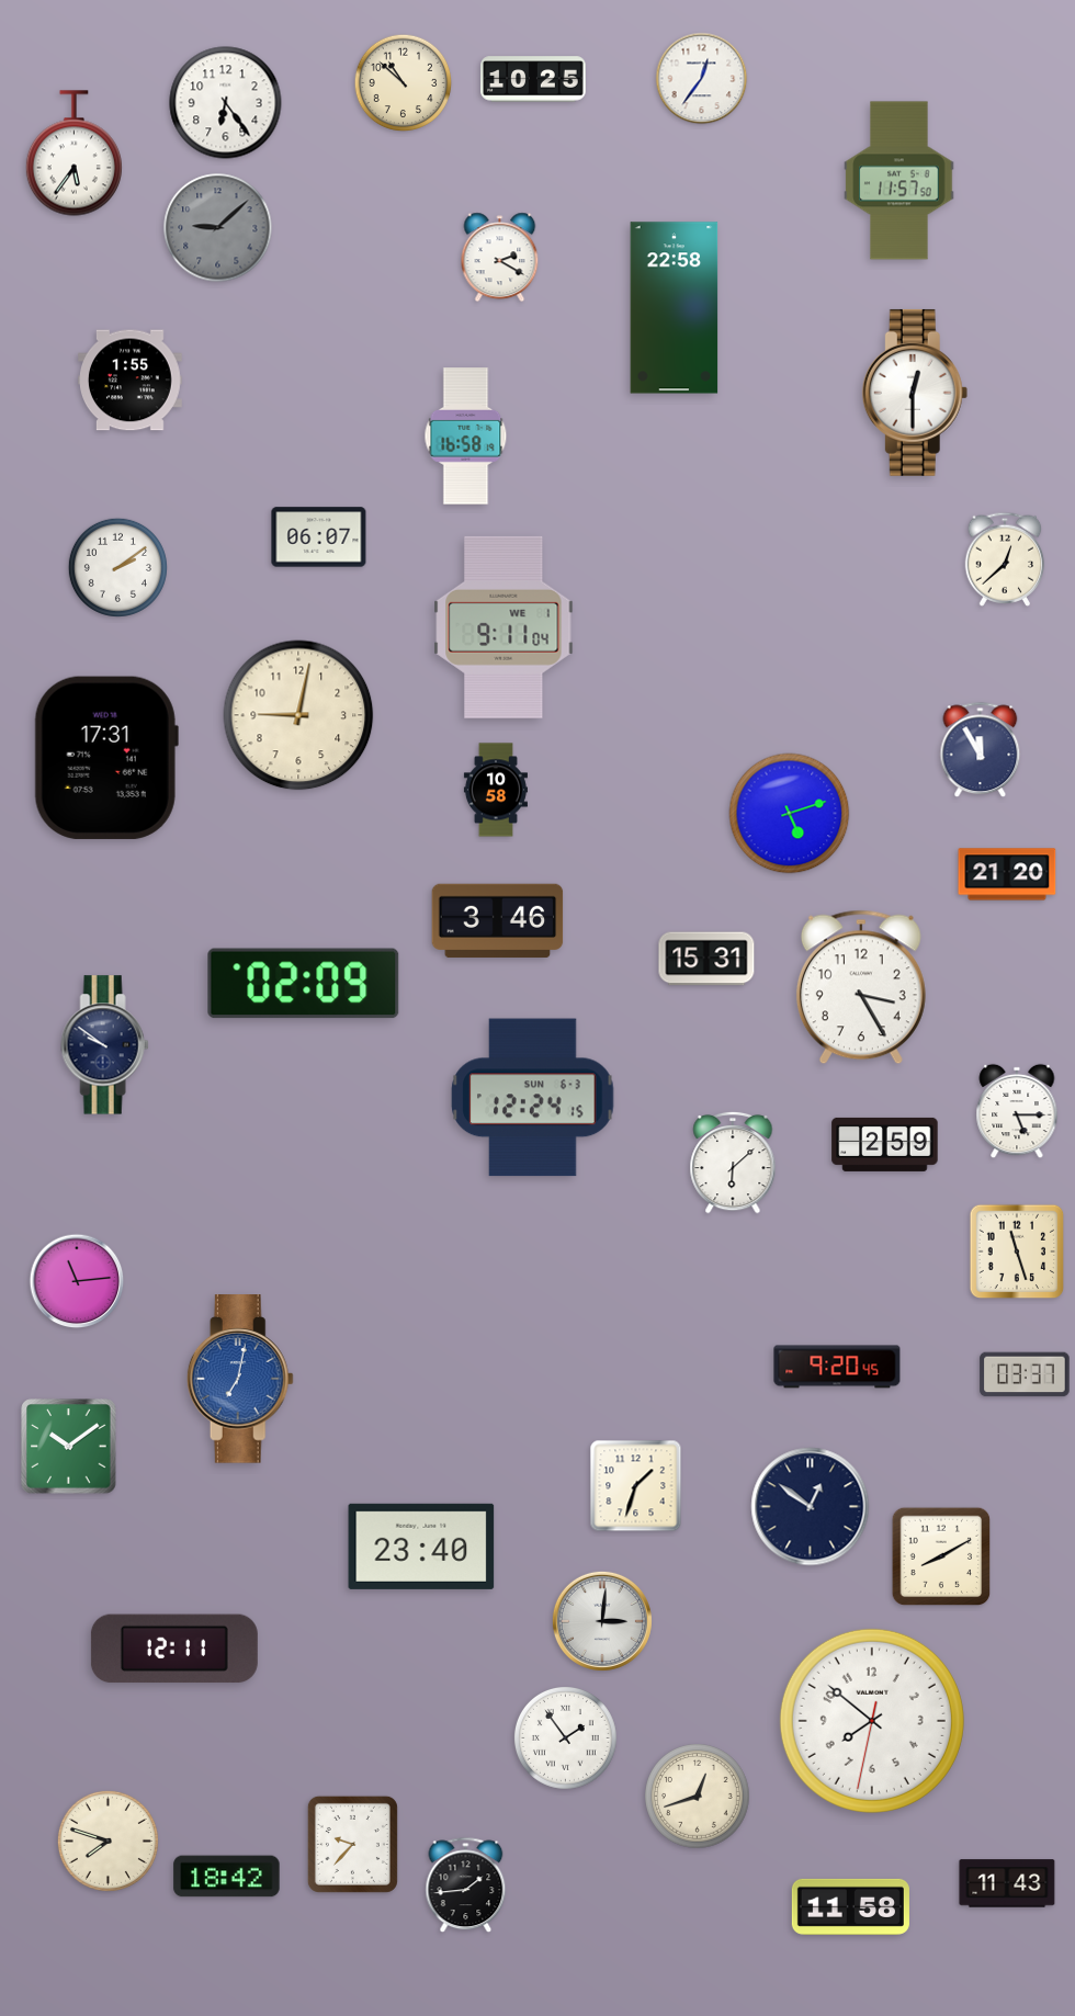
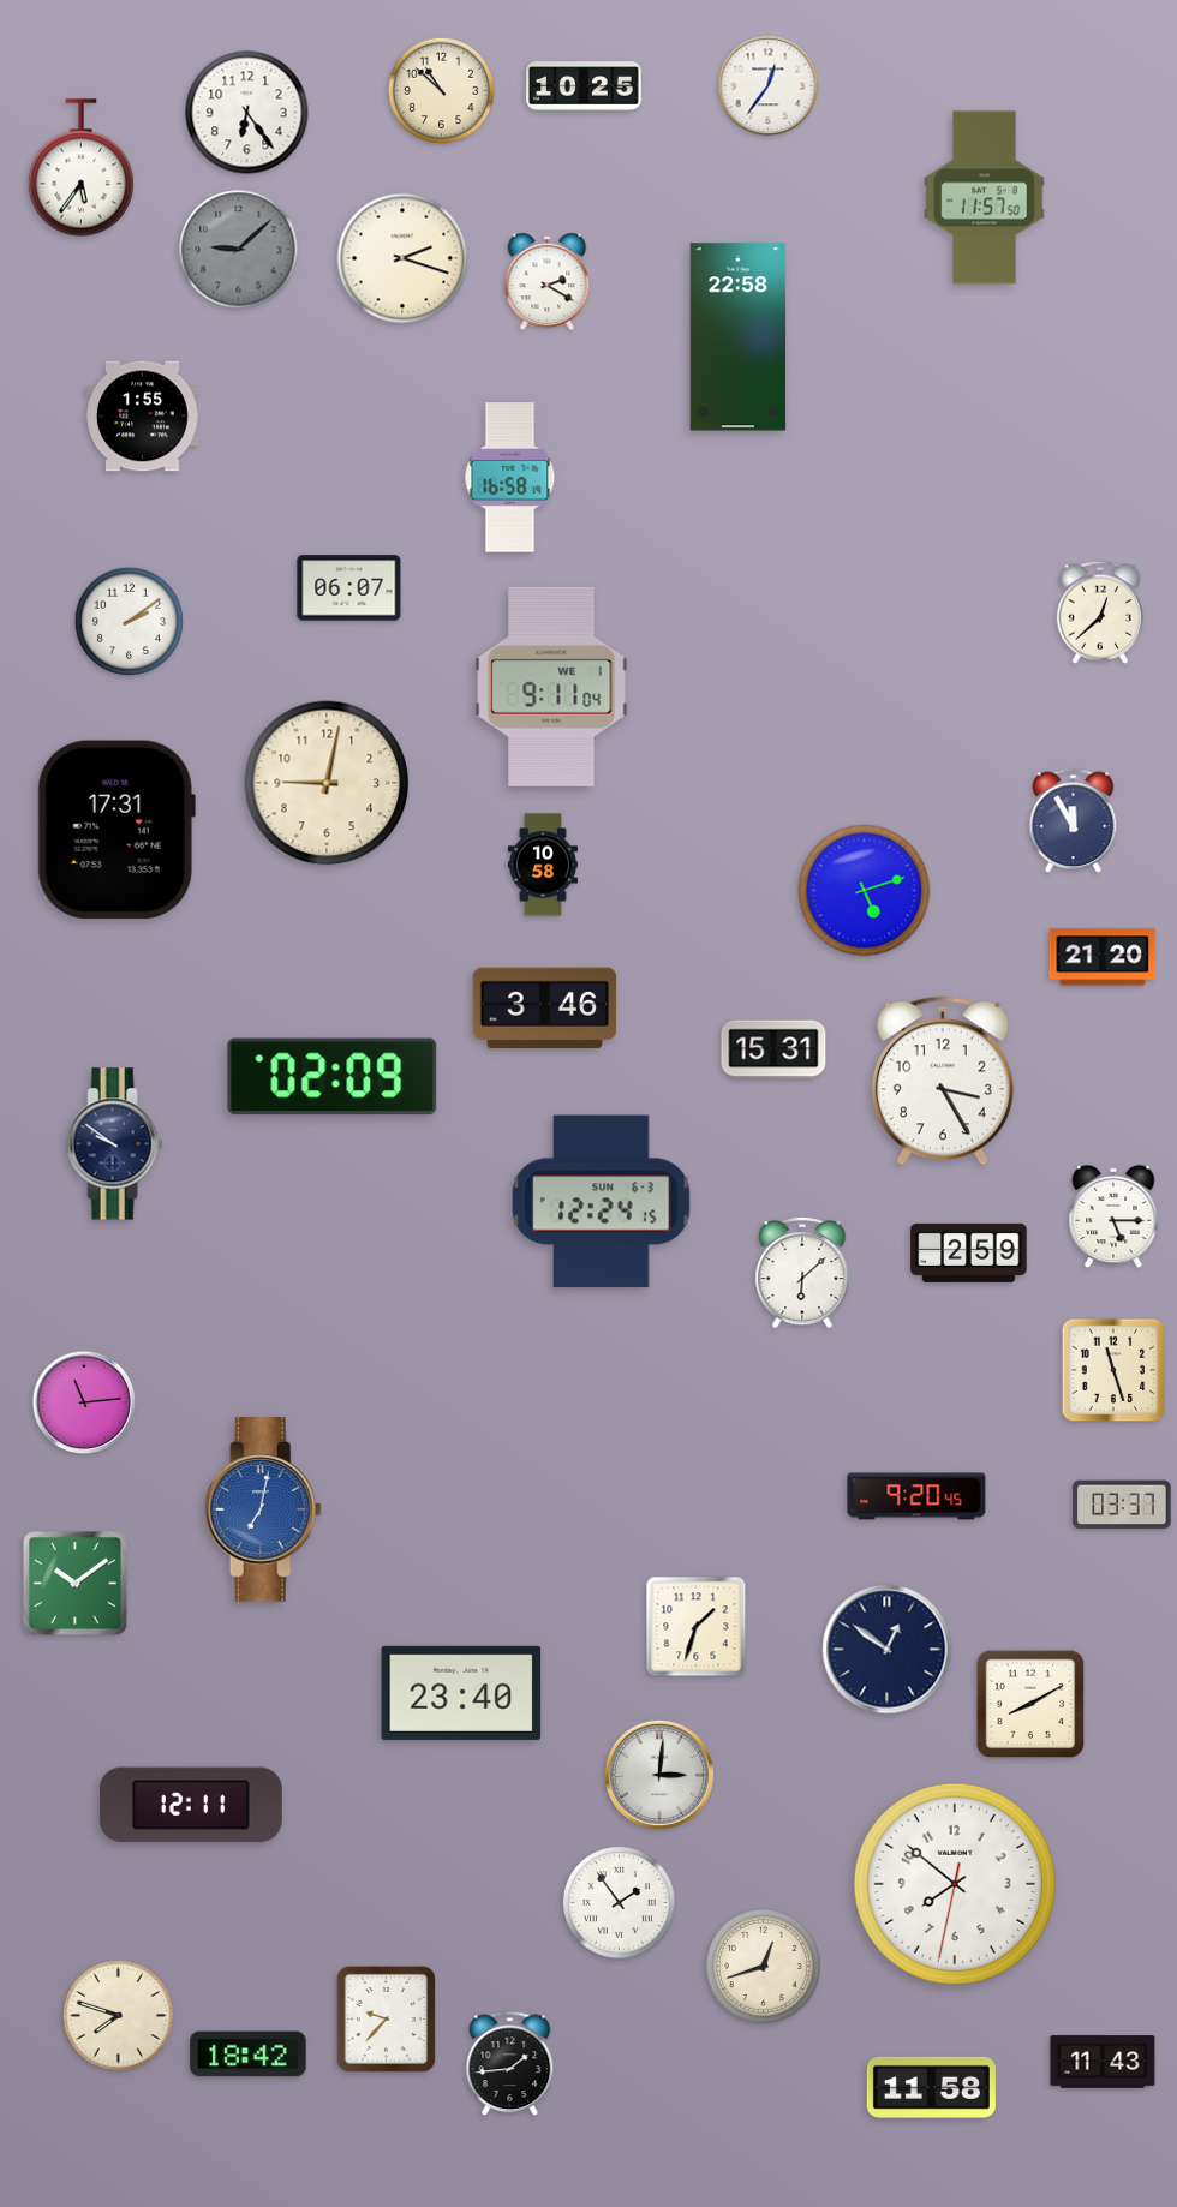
clock at (402, 258): none -> 2:18
clock at (915, 393): 12:30 -> none
clock at (533, 1098) position: (533, 1098) -> (602, 1202)
